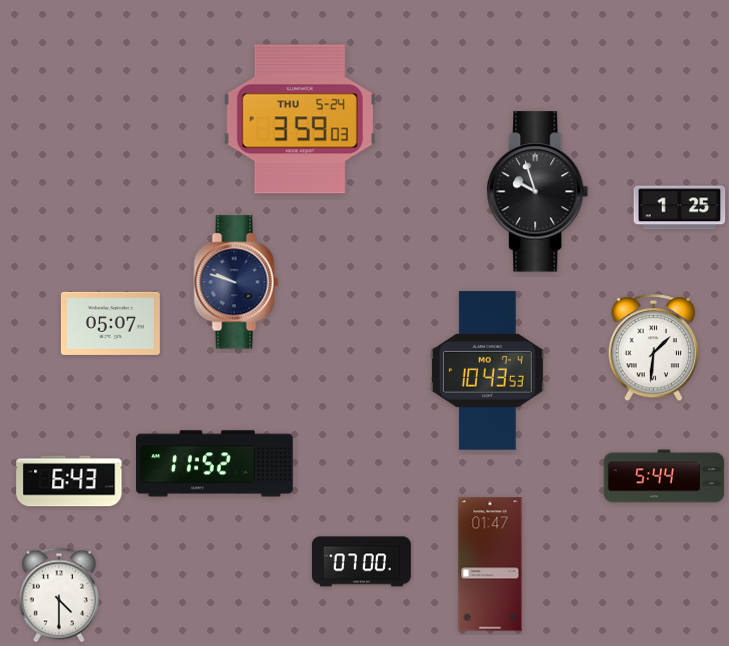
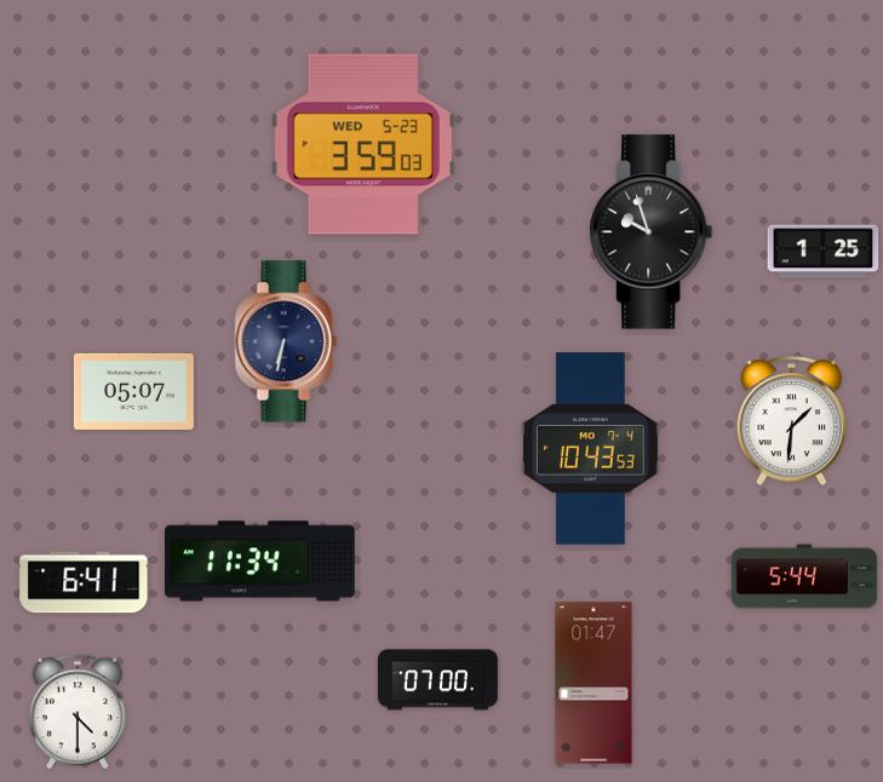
clock at (300, 119) date: THU 5-24 -> WED 5-23
clock at (236, 282): 9:48 -> 6:32
clock at (215, 464): 11:52 -> 11:34
clock at (69, 481): 6:43 -> 6:41
clock at (59, 595) position: (59, 595) -> (78, 712)
